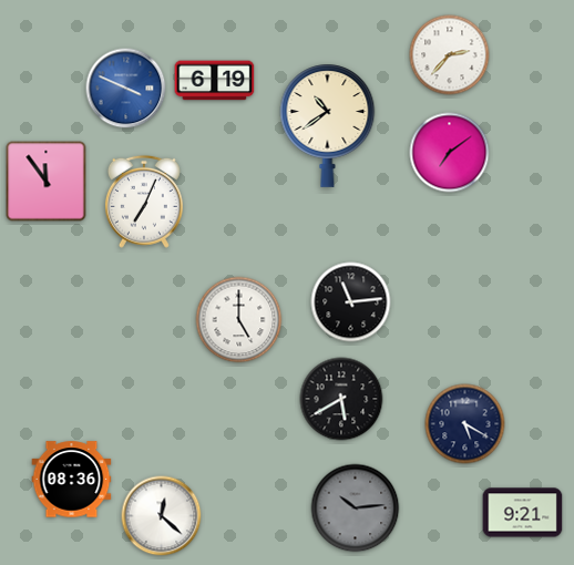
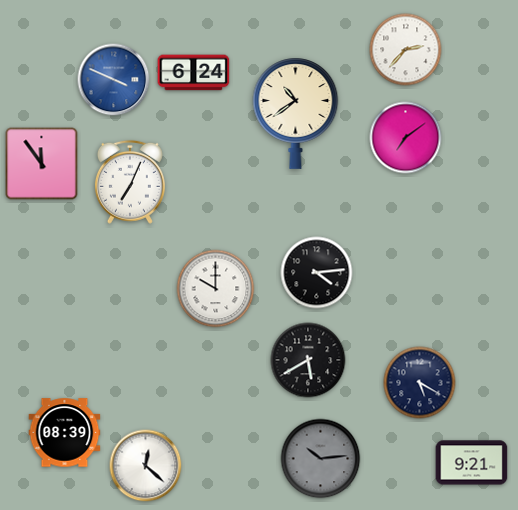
clock at (215, 81): 6:19 -> 6:24
clock at (351, 302): 11:14 -> 4:14
clock at (239, 320): 5:00 -> 10:00
clock at (72, 480): 08:36 -> 08:39
